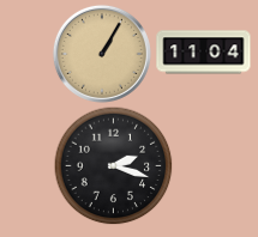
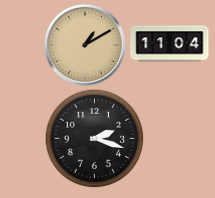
clock at (102, 54): 1:05 -> 1:10
